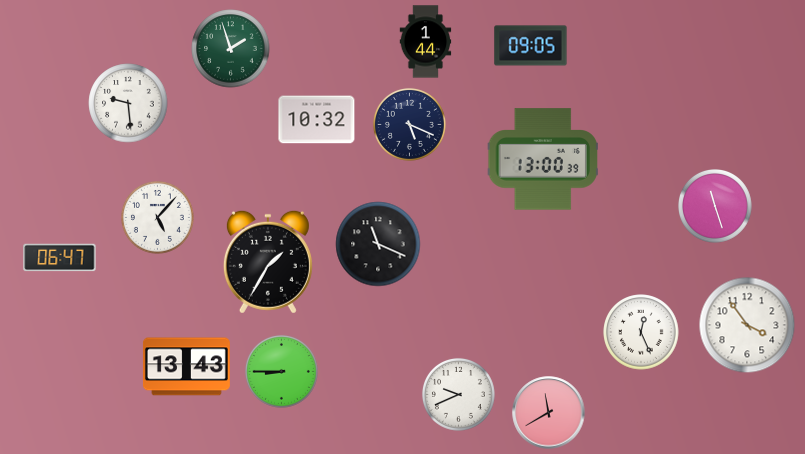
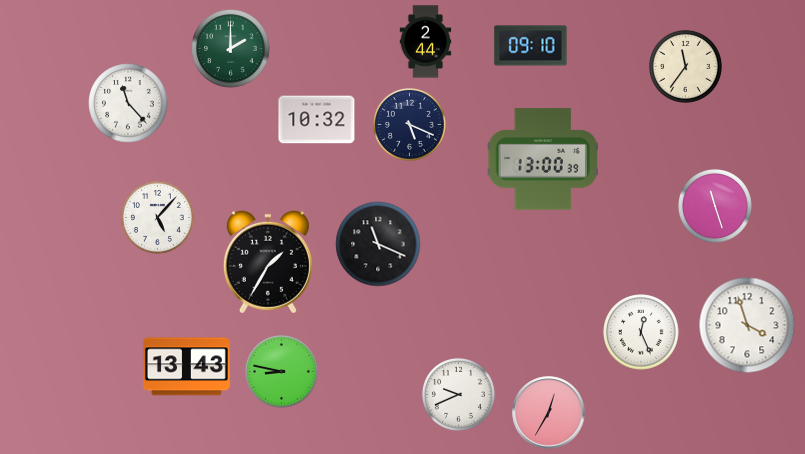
clock at (426, 42): 1:44 -> 2:44
clock at (531, 46): 09:05 -> 09:10
clock at (231, 49): 1:57 -> 2:00
clock at (685, 66): none -> 11:36
clock at (128, 103): 9:29 -> 11:23
clock at (60, 258): 06:47 -> none
clock at (747, 325): 3:54 -> 3:57
clock at (281, 371): 8:45 -> 8:47
clock at (549, 413): 11:40 -> 12:35
